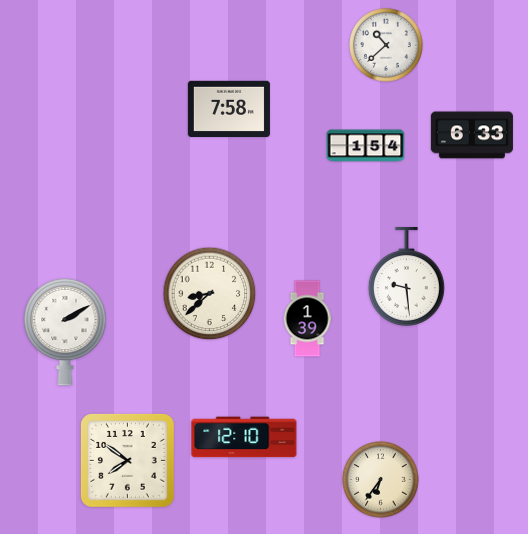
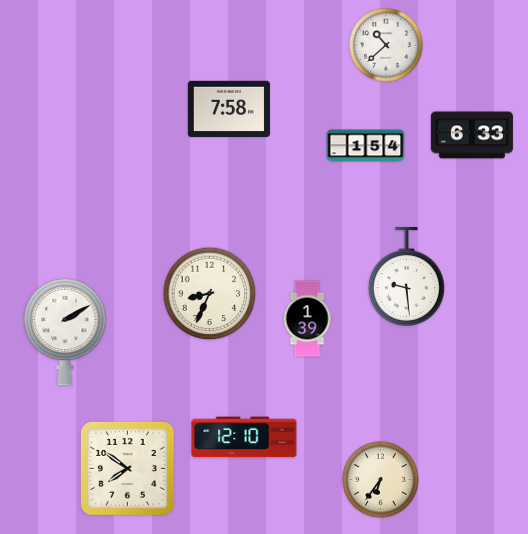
clock at (210, 294): 8:38 -> 8:34
clock at (127, 460) position: (127, 460) -> (127, 468)
